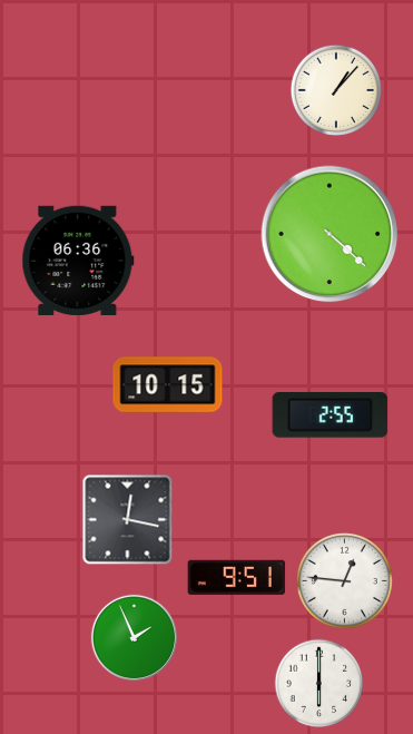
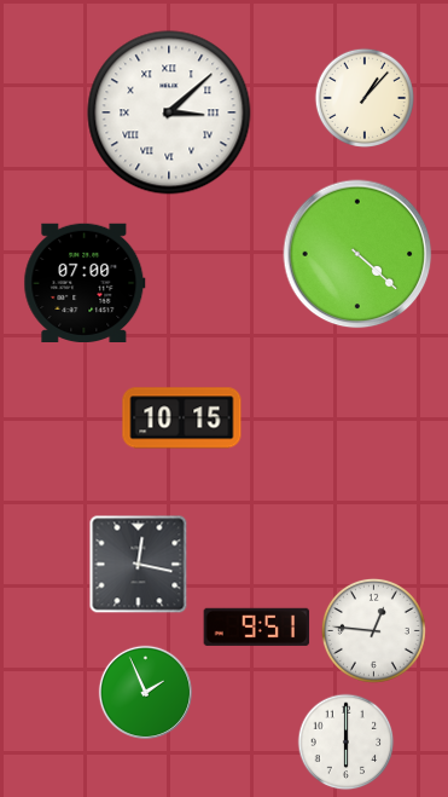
clock at (169, 112): none -> 3:08
clock at (78, 260): 06:36 -> 07:00
clock at (331, 415): 2:55 -> none
